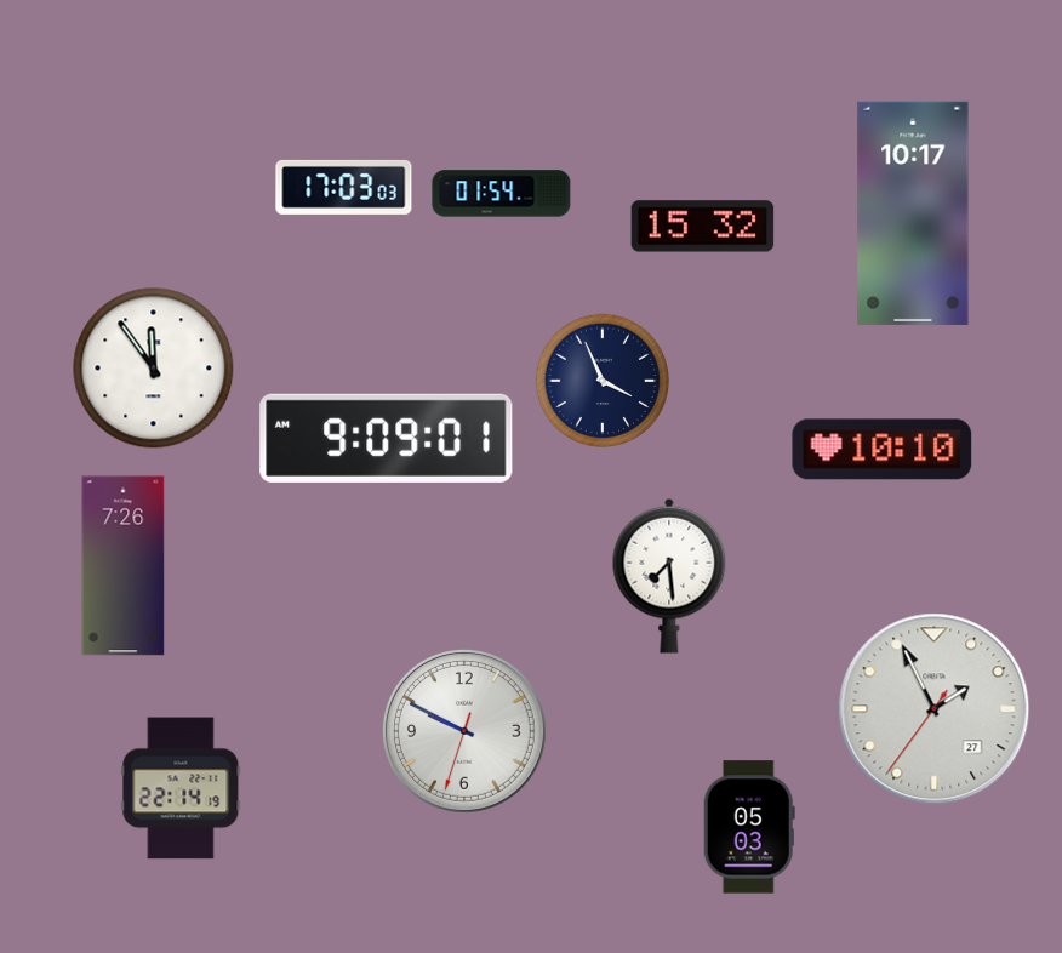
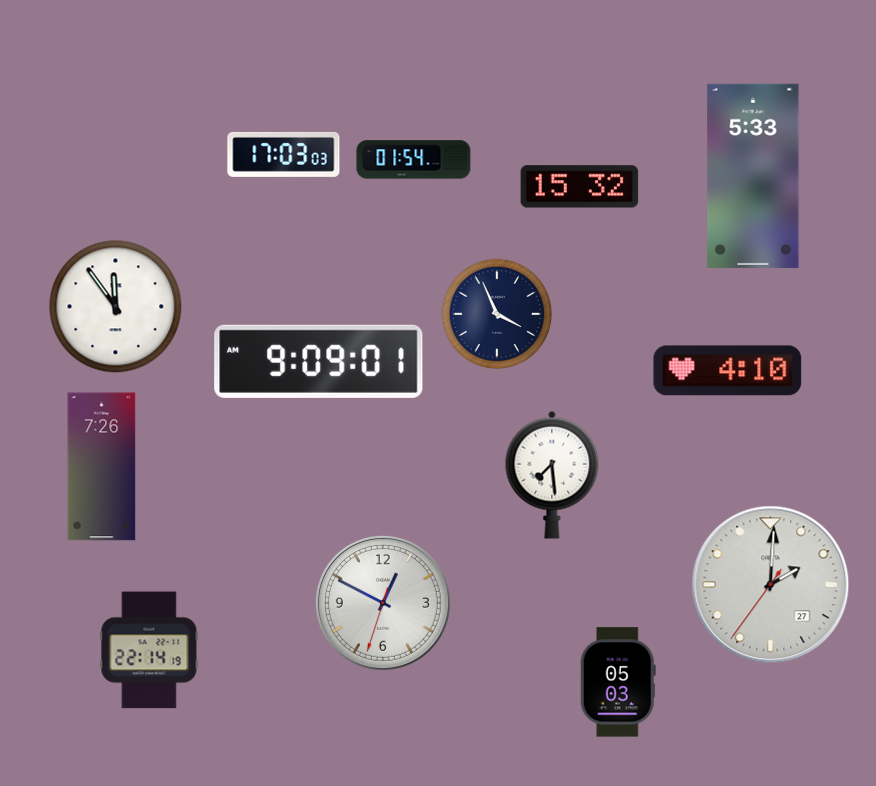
clock at (913, 213): 10:17 -> 5:33
clock at (154, 369) position: (154, 369) -> (116, 307)
clock at (883, 450): 10:10 -> 4:10
clock at (935, 709): 1:55 -> 2:00
clock at (464, 731): 9:49 -> 12:49
